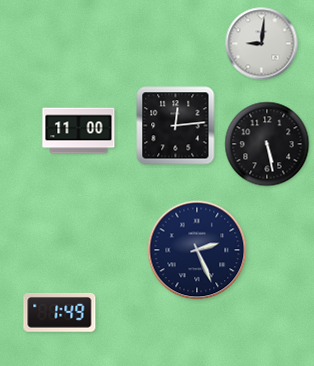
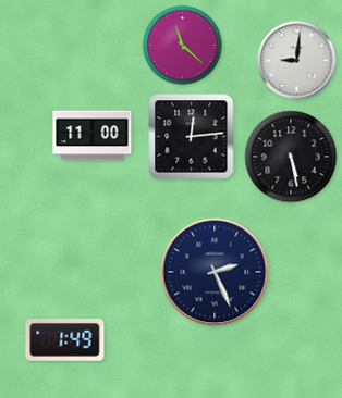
clock at (183, 46): none -> 11:22
clock at (262, 44) position: (262, 44) -> (297, 61)
clock at (79, 131) position: (79, 131) -> (93, 136)
